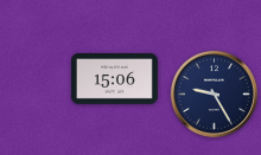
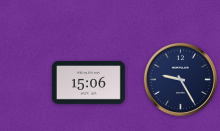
clock at (114, 79) position: (114, 79) -> (88, 83)
